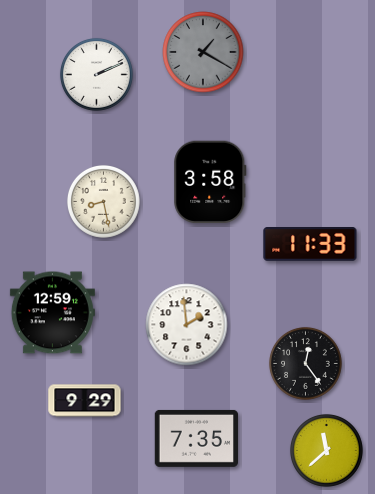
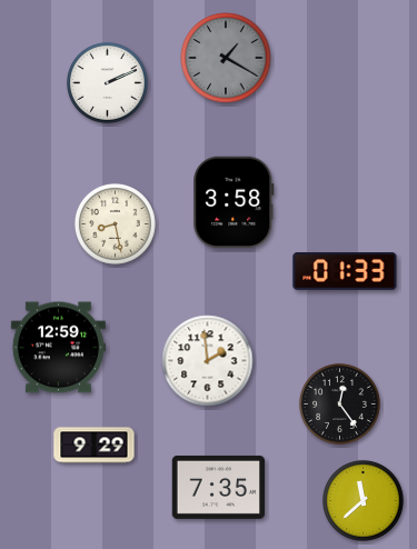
clock at (310, 245): 11:33 -> 01:33
